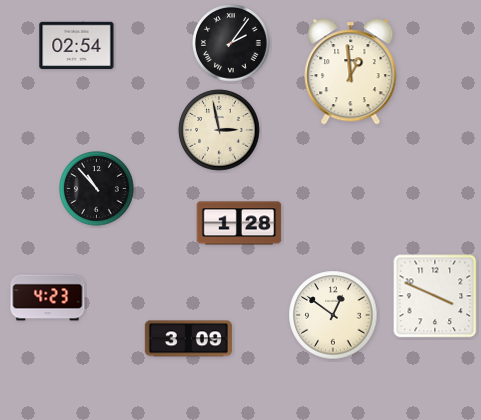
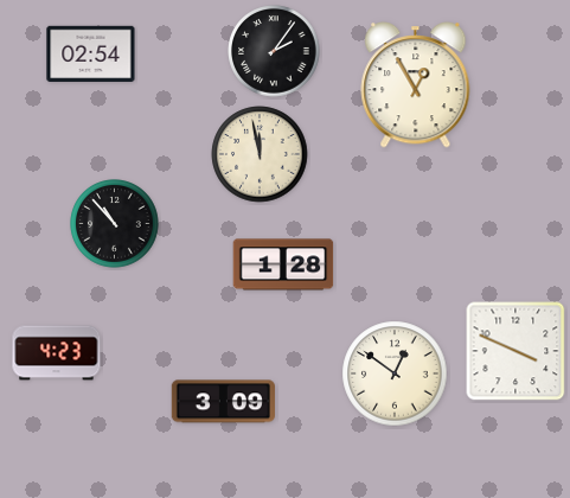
clock at (351, 72): 12:59 -> 12:55
clock at (219, 130): 2:58 -> 11:58
